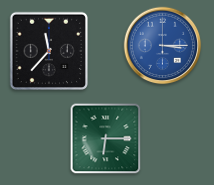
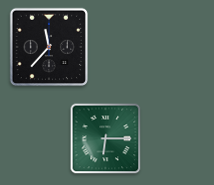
clock at (163, 46): 3:15 -> none
clock at (48, 50) position: (48, 50) -> (48, 46)
